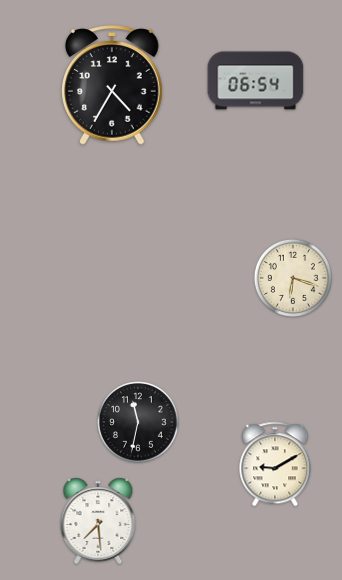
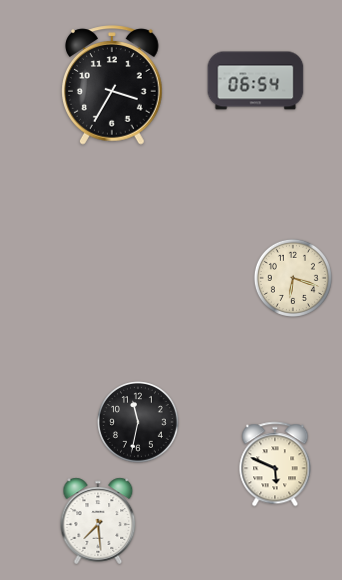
clock at (112, 85): 4:35 -> 3:35
clock at (275, 464): 9:10 -> 5:49
